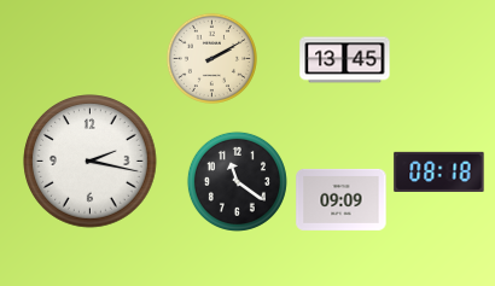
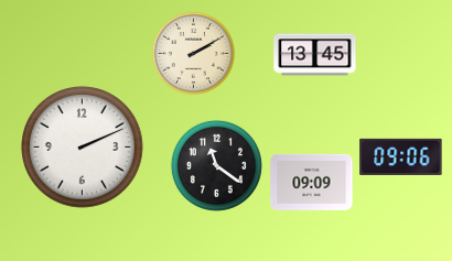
clock at (91, 162): 2:17 -> 2:11
clock at (439, 171): 08:18 -> 09:06
